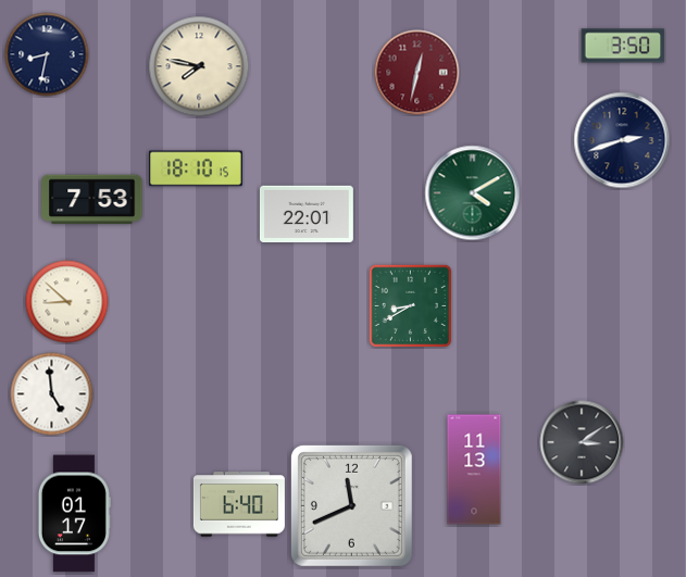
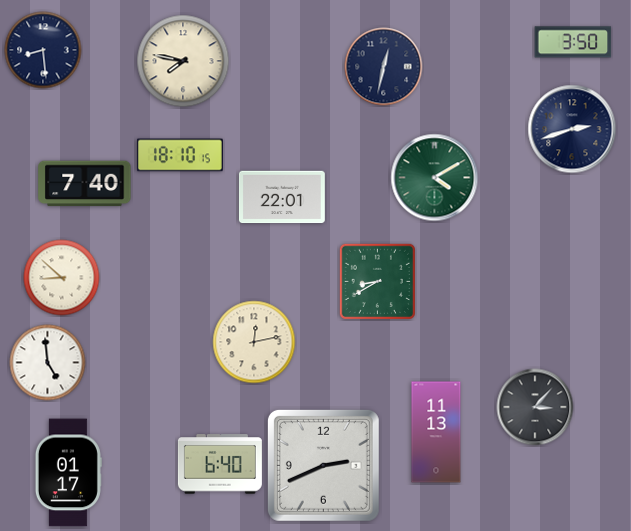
clock at (47, 54): 8:32 -> 8:29
clock at (417, 73) dial: burgundy -> navy
clock at (92, 200): 7:53 -> 7:40
clock at (254, 342): none -> 12:13
clock at (582, 442): 3:09 -> 3:07
clock at (351, 505): 11:41 -> 2:41
